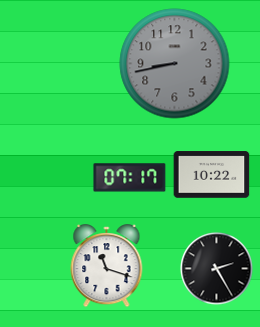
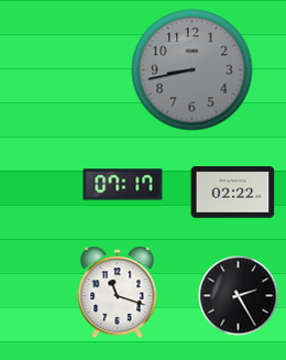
clock at (212, 175): 10:22 -> 02:22
clock at (130, 178) position: (130, 178) -> (123, 185)
